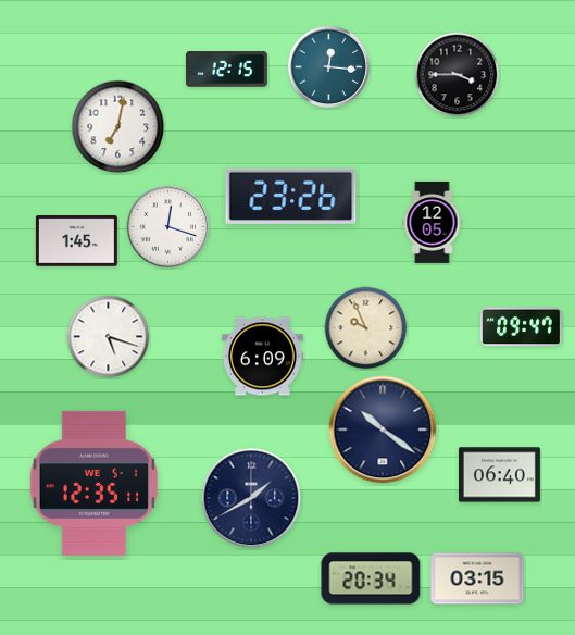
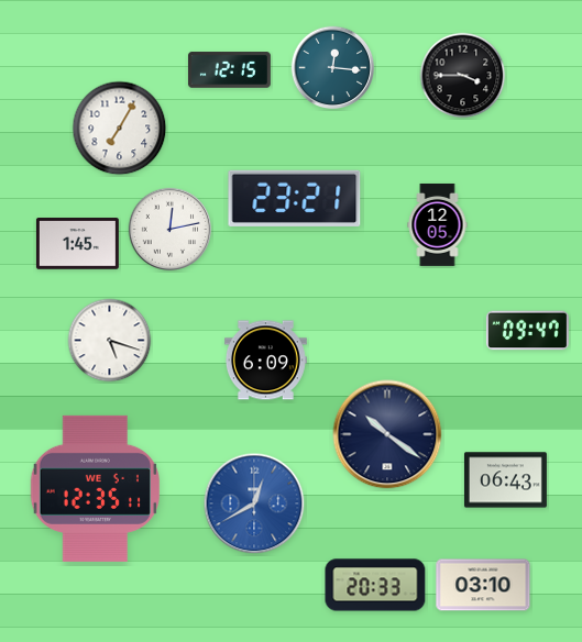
clock at (118, 127): 7:02 -> 7:05
clock at (291, 196): 23:26 -> 23:21
clock at (168, 227): 12:18 -> 12:13
clock at (366, 328): 9:56 -> none
clock at (499, 475): 06:40 -> 06:43
clock at (251, 498): 1:40 -> 12:40
clock at (251, 498) dial: navy -> blue
clock at (371, 578): 20:34 -> 20:33
clock at (477, 578): 03:15 -> 03:10
